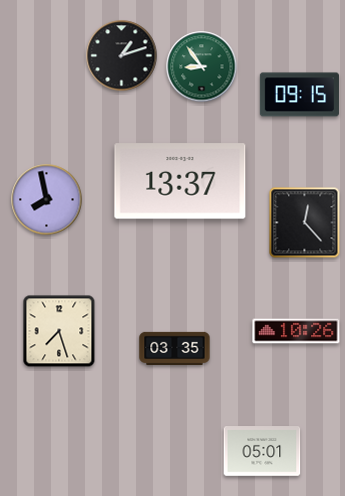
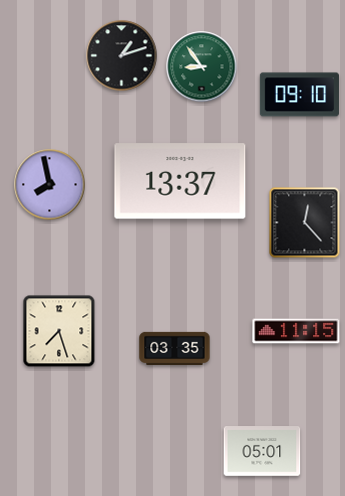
clock at (299, 95): 09:15 -> 09:10
clock at (47, 200) position: (47, 200) -> (50, 185)
clock at (296, 331): 10:26 -> 11:15
